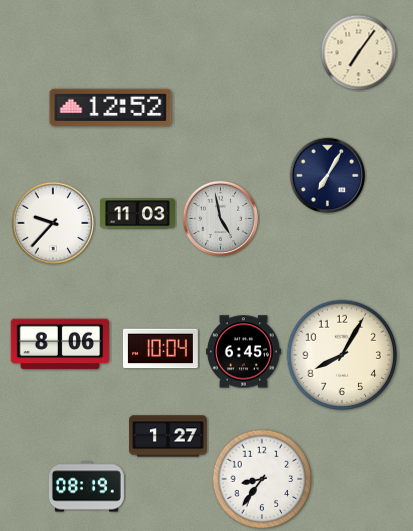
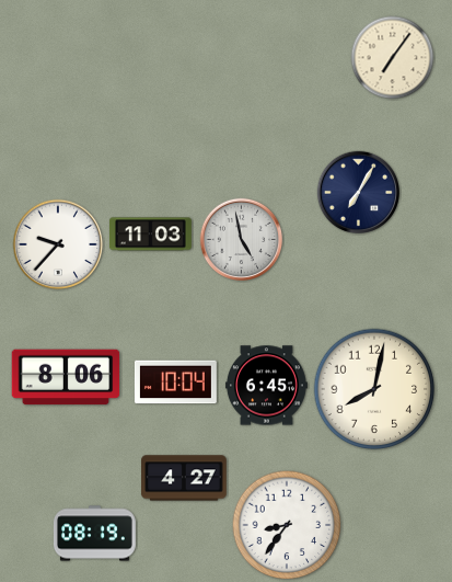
clock at (111, 108): 12:52 -> none
clock at (342, 355): 8:05 -> 8:02
clock at (168, 436): 1:27 -> 4:27
